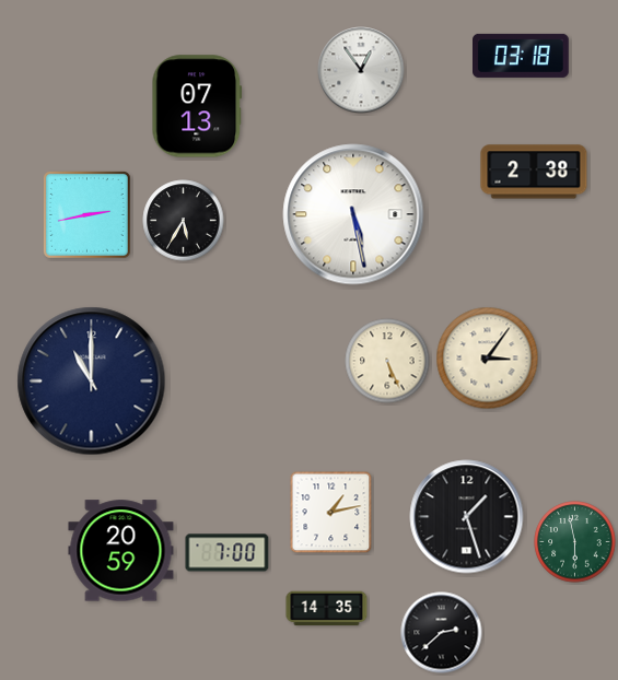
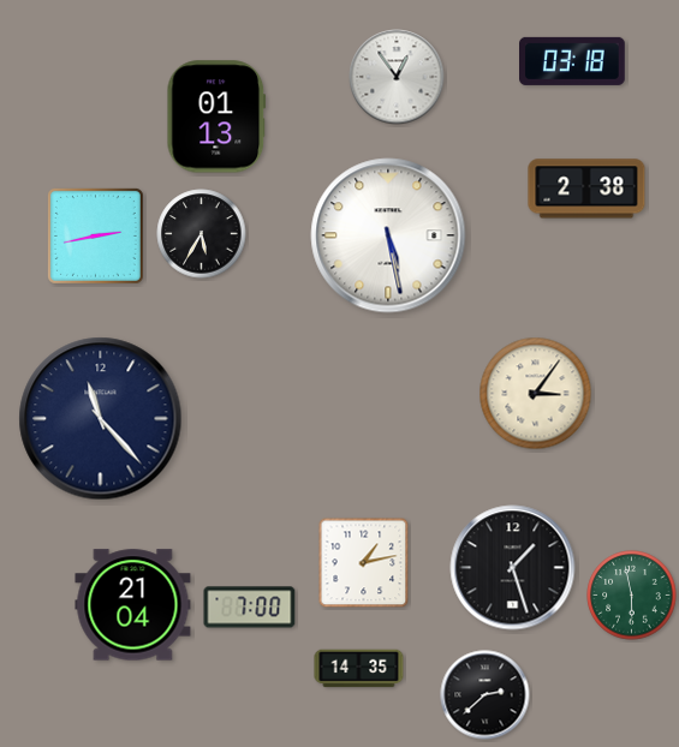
clock at (197, 106): 07:13 -> 01:13
clock at (184, 221) position: (184, 221) -> (202, 234)
clock at (387, 361): 5:26 -> none
clock at (92, 382): 11:00 -> 11:23
clock at (121, 551): 20:59 -> 21:04
